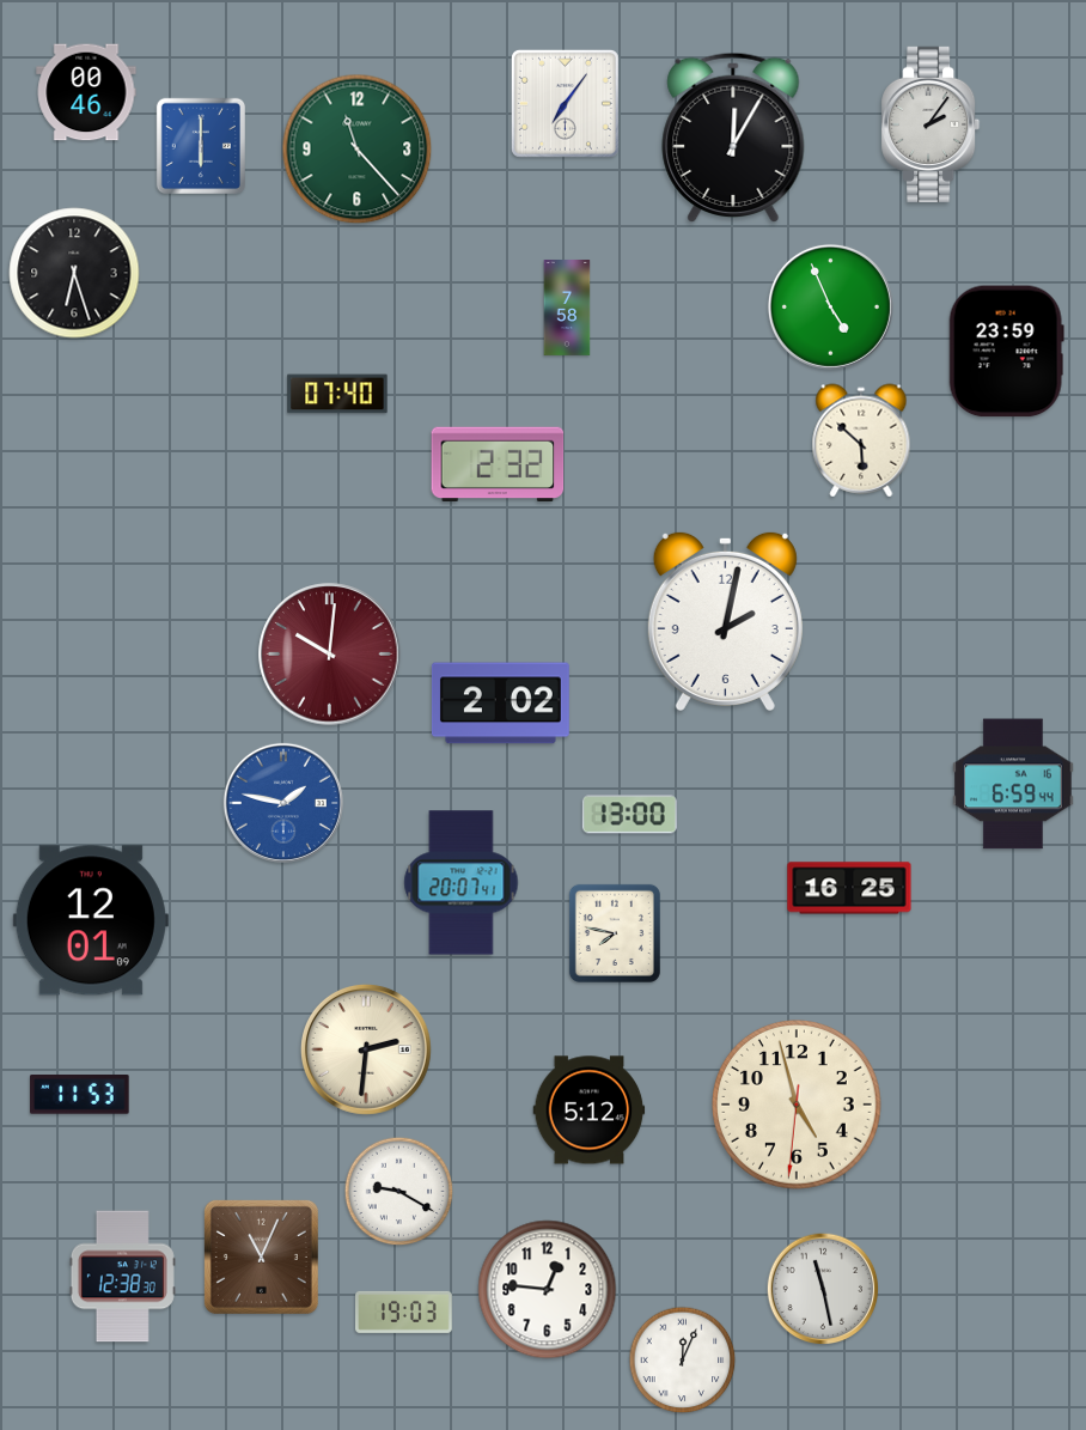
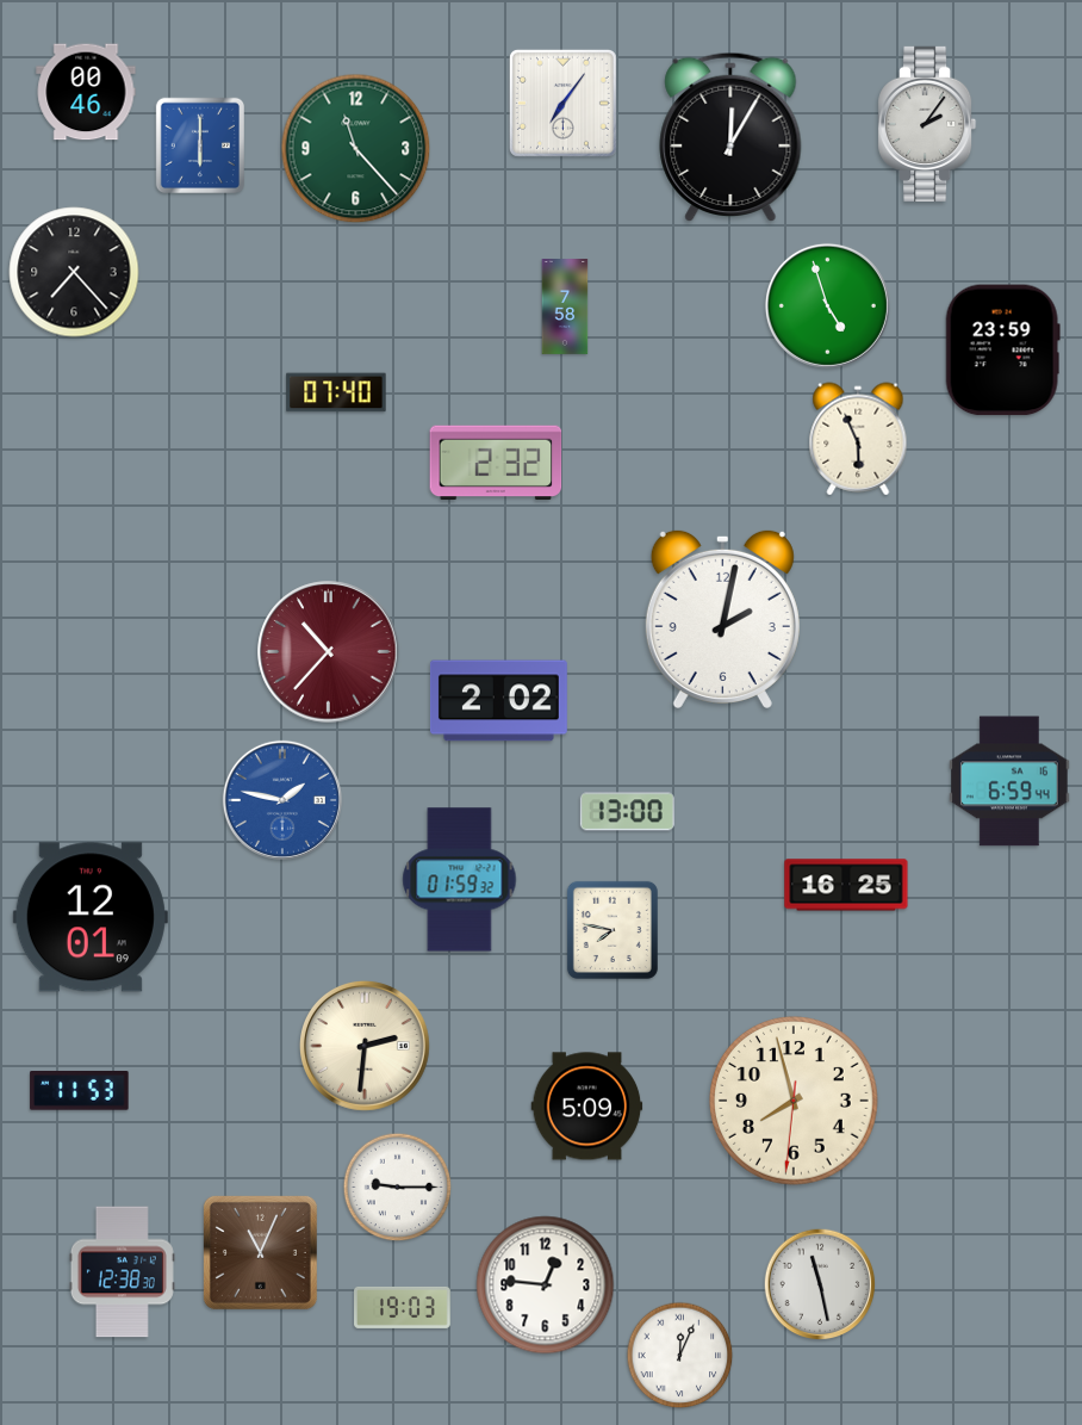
clock at (74, 273): 6:27 -> 7:23
clock at (830, 306): 4:56 -> 4:57
clock at (861, 440): 5:52 -> 5:56
clock at (330, 655): 10:01 -> 10:37
clock at (462, 883): 20:07 -> 01:59
clock at (798, 1106): 4:57 -> 7:57
clock at (590, 1110): 5:12 -> 5:09
clock at (399, 1192): 9:20 -> 9:15
